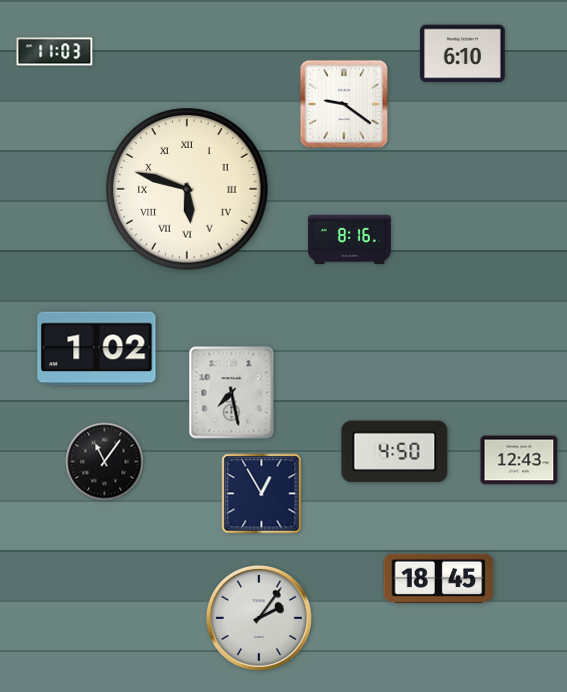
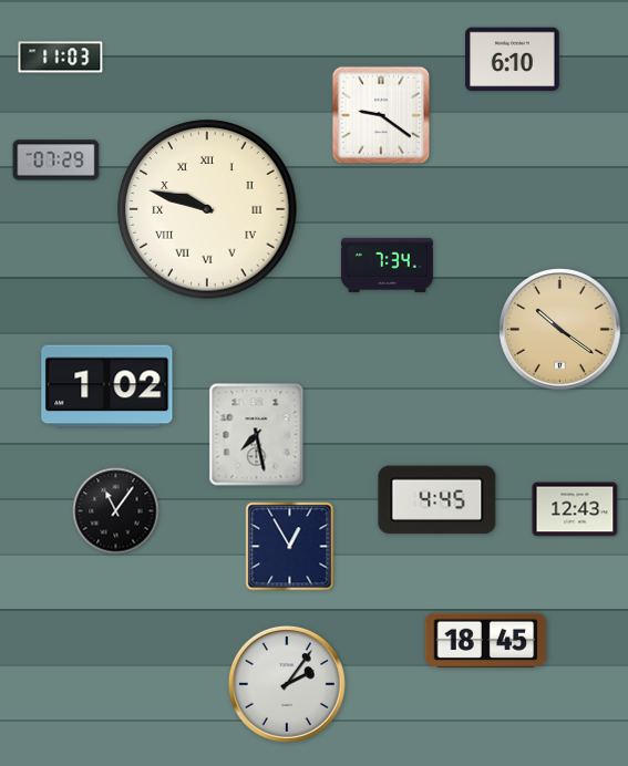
clock at (56, 161): none -> 07:29
clock at (187, 189): 5:48 -> 9:48
clock at (349, 239): 8:16 -> 7:34
clock at (560, 330): none -> 10:21
clock at (395, 452): 4:50 -> 4:45
